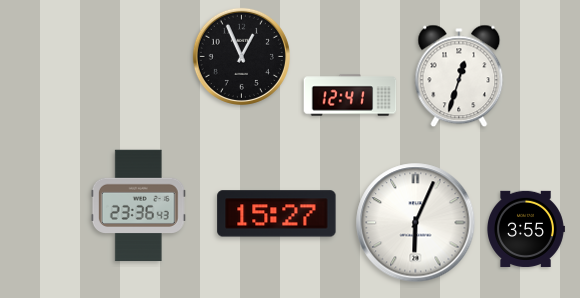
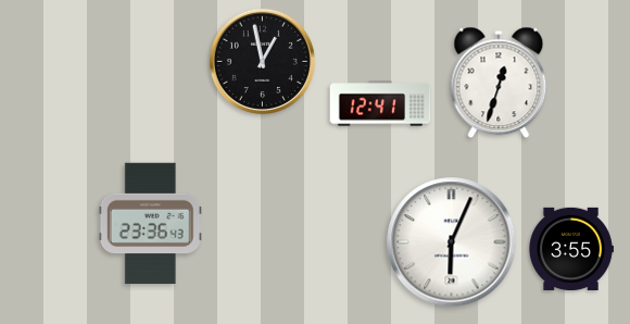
clock at (241, 56): 12:56 -> 12:58
clock at (277, 214): 15:27 -> none
